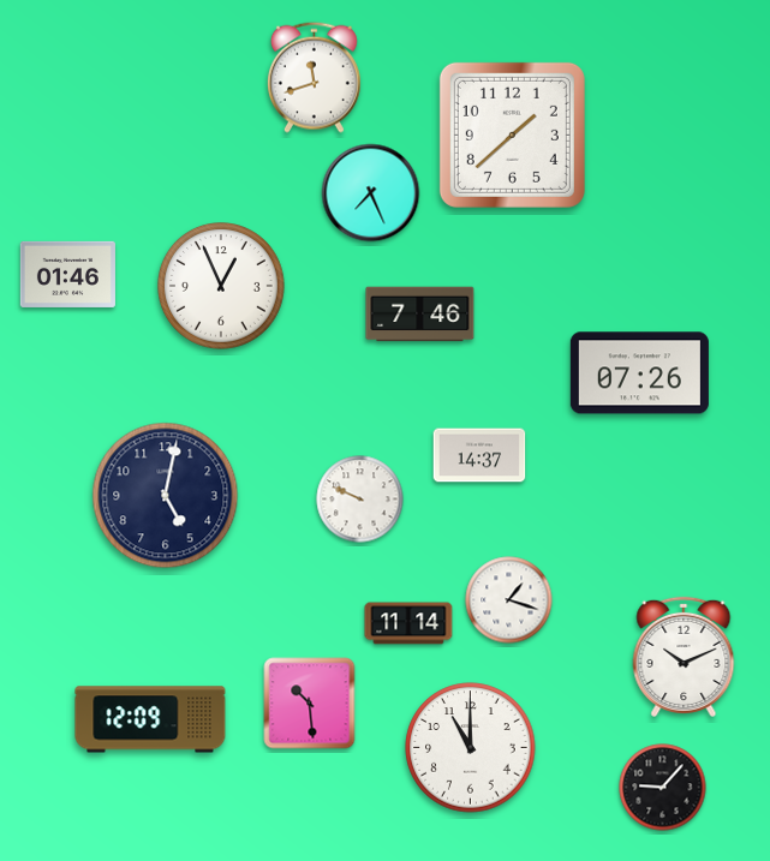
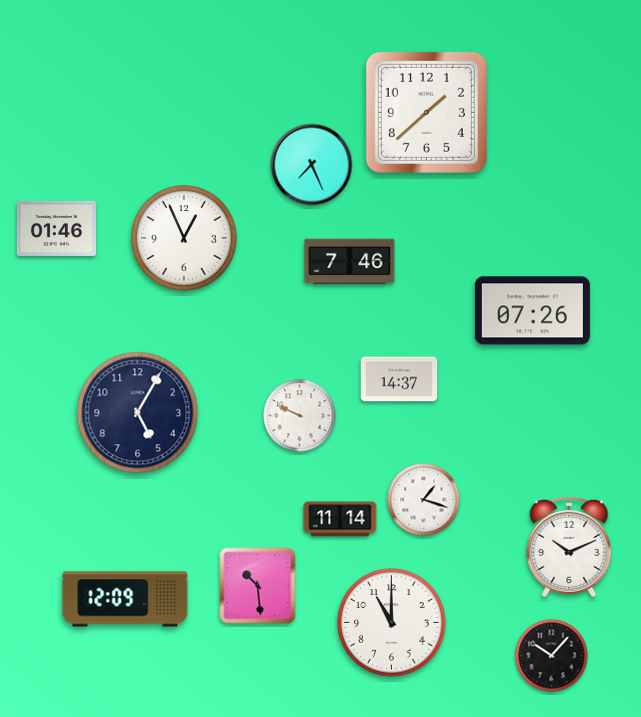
clock at (314, 77): 11:42 -> none
clock at (371, 193) position: (371, 193) -> (312, 165)
clock at (166, 496): 5:02 -> 5:05
clock at (663, 788): 9:07 -> 10:07
